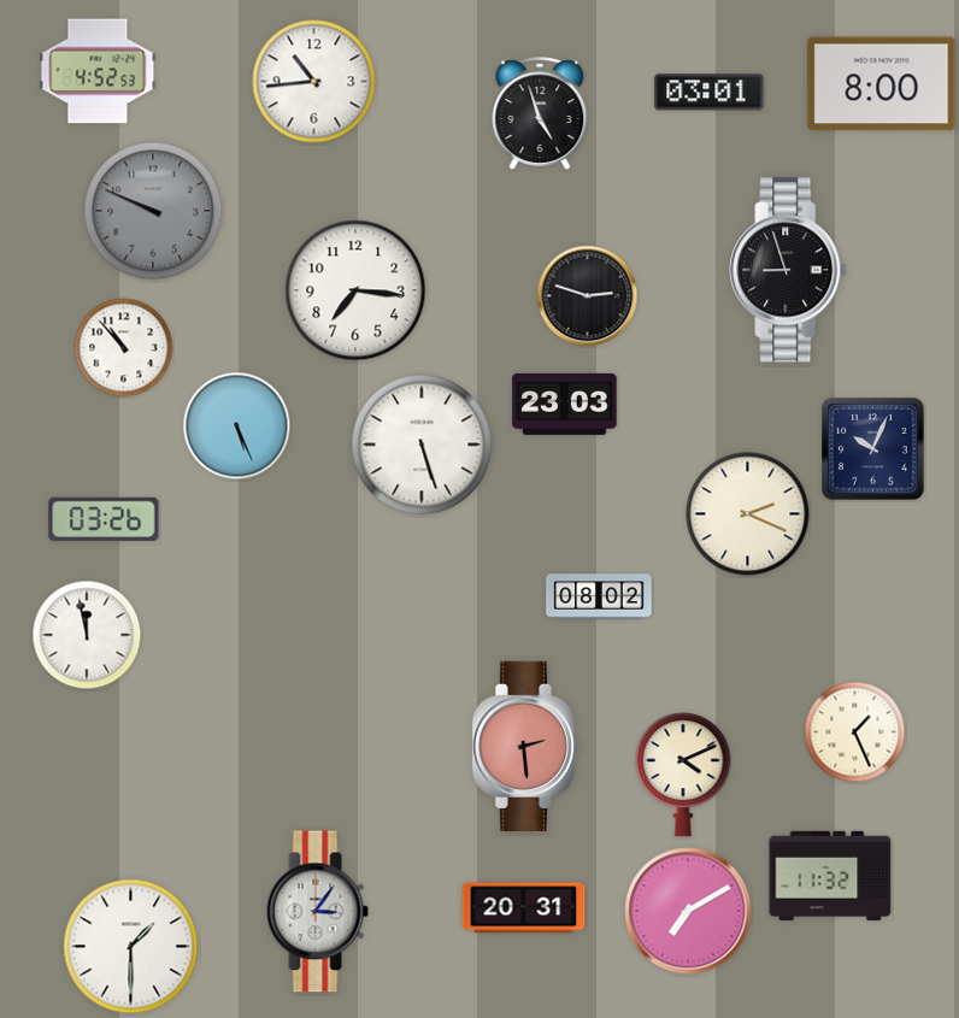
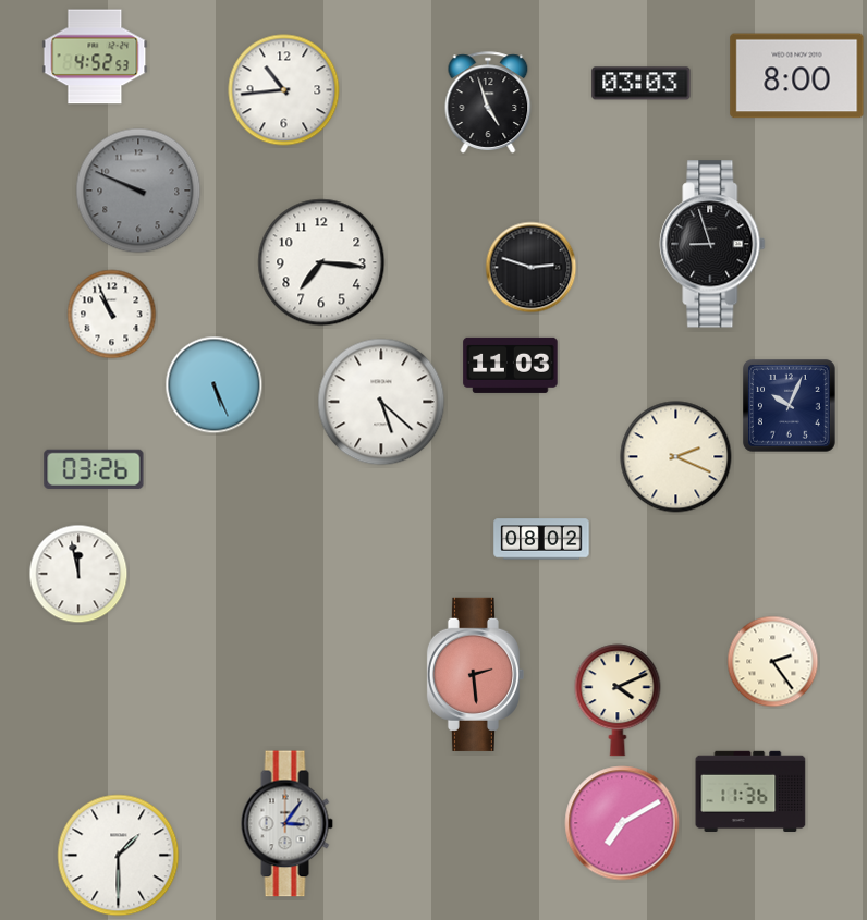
clock at (98, 71) position: (98, 71) -> (95, 57)
clock at (314, 82) position: (314, 82) -> (284, 90)
clock at (710, 93): 03:01 -> 03:03
clock at (124, 348): 10:53 -> 10:56
clock at (565, 404): 23:03 -> 11:03
clock at (422, 445): 5:27 -> 5:22
clock at (748, 514) position: (748, 514) -> (676, 457)
clock at (855, 732): 1:26 -> 2:24
clock at (830, 876): 11:32 -> 11:36
clock at (524, 908): 20:31 -> none
